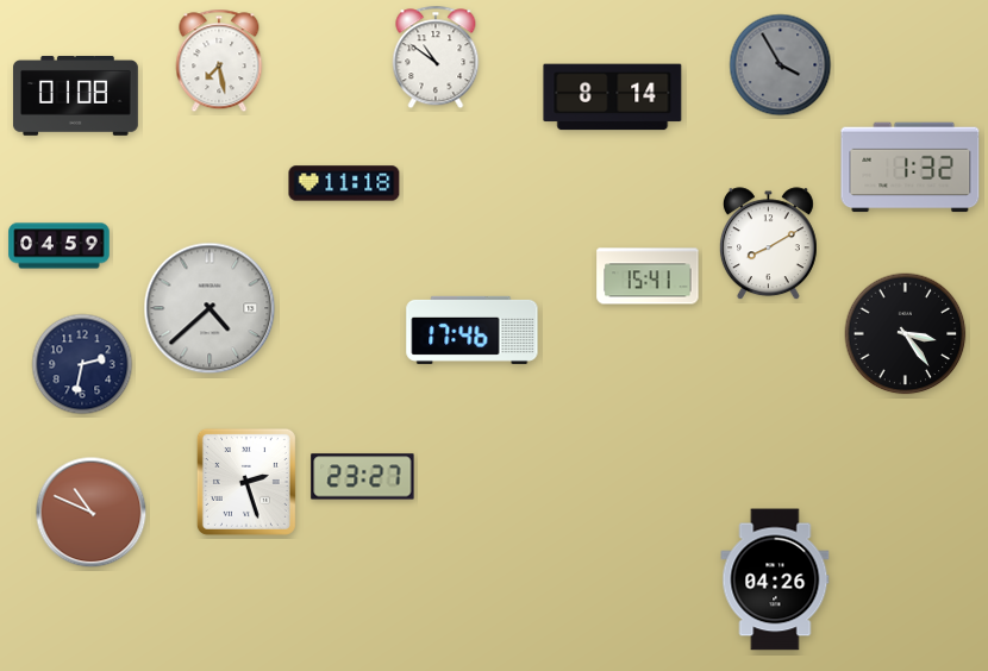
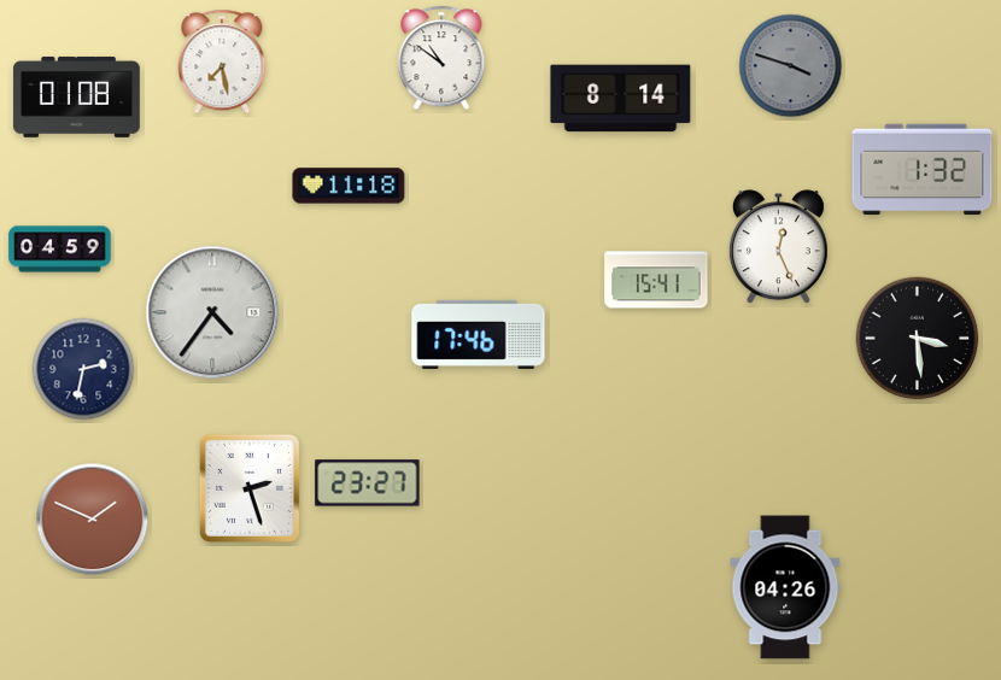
clock at (781, 65): 3:55 -> 3:48
clock at (768, 244): 8:10 -> 12:26
clock at (210, 308): 4:38 -> 4:36
clock at (906, 334): 3:24 -> 3:29
clock at (92, 513): 10:49 -> 1:49
